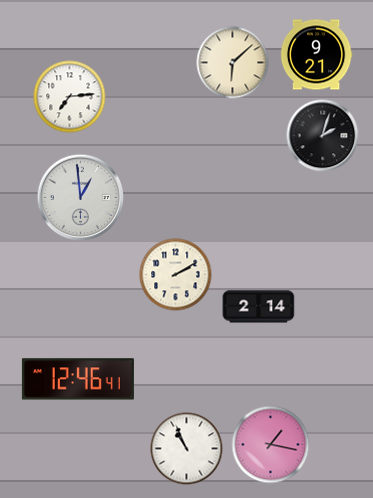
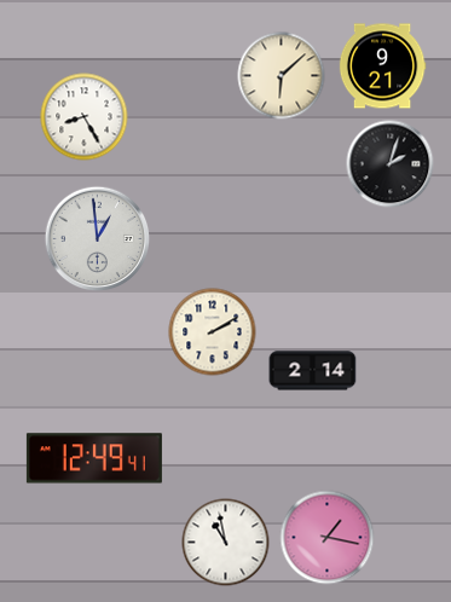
clock at (70, 97): 7:14 -> 8:25
clock at (78, 379): 12:46 -> 12:49
clock at (187, 449): 10:56 -> 10:58
